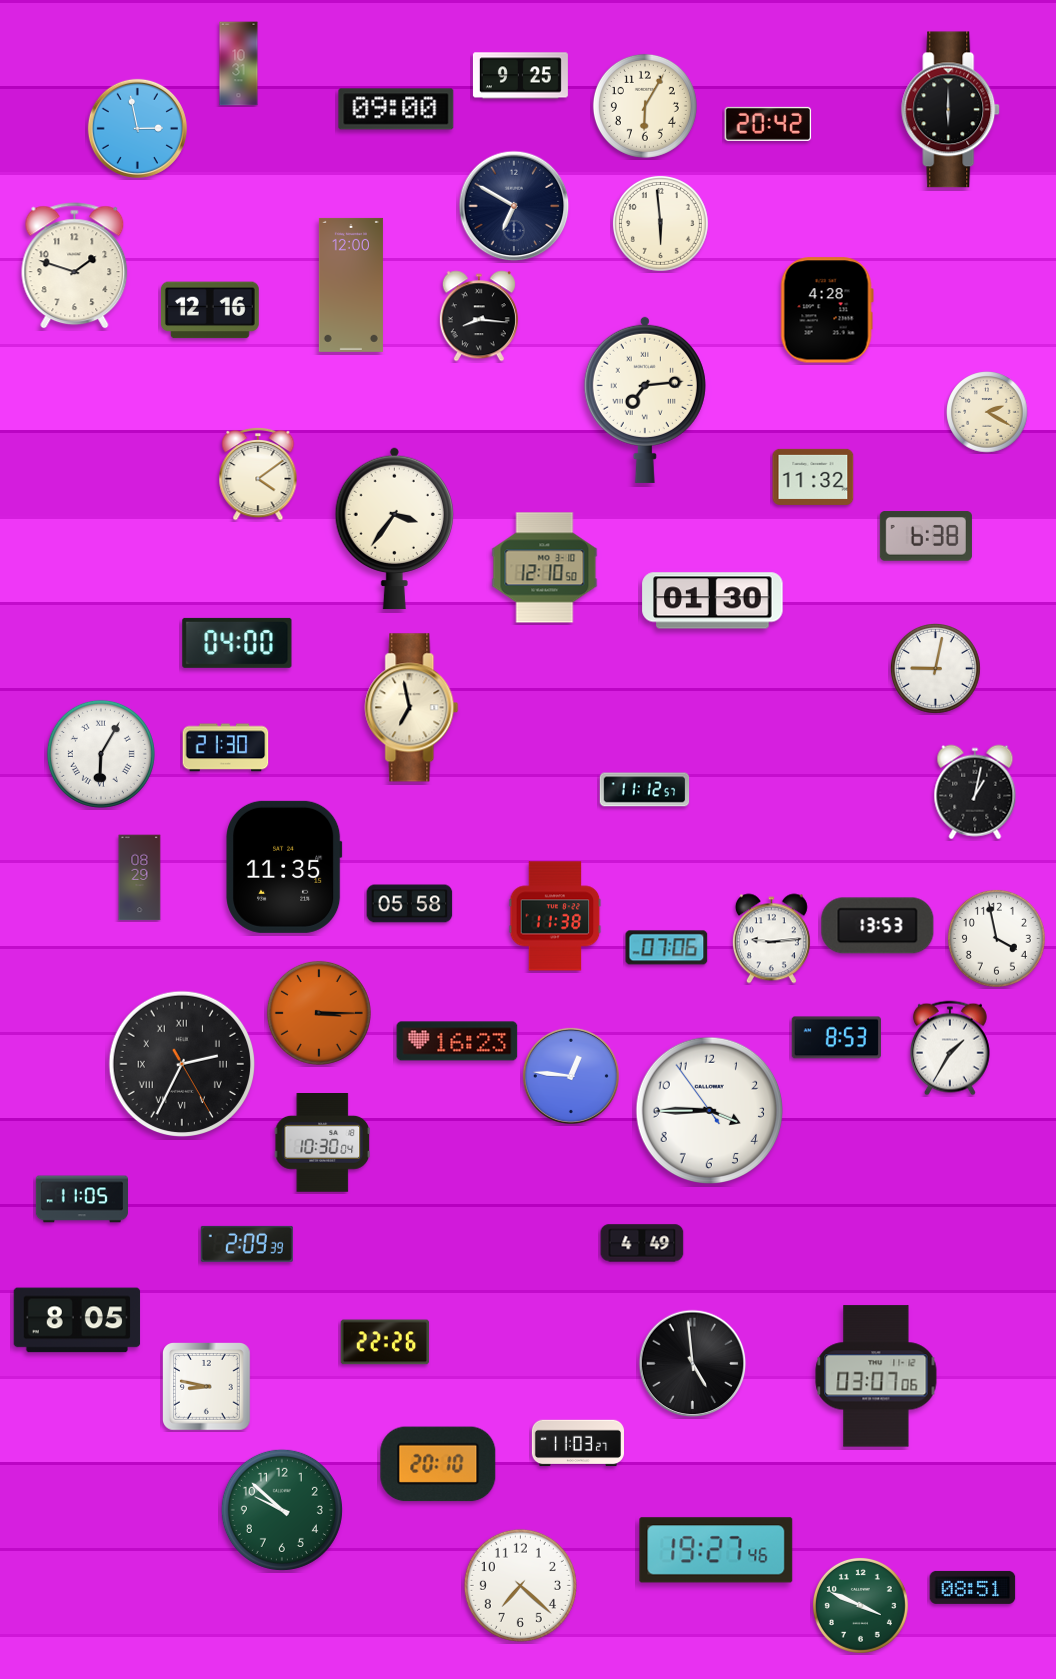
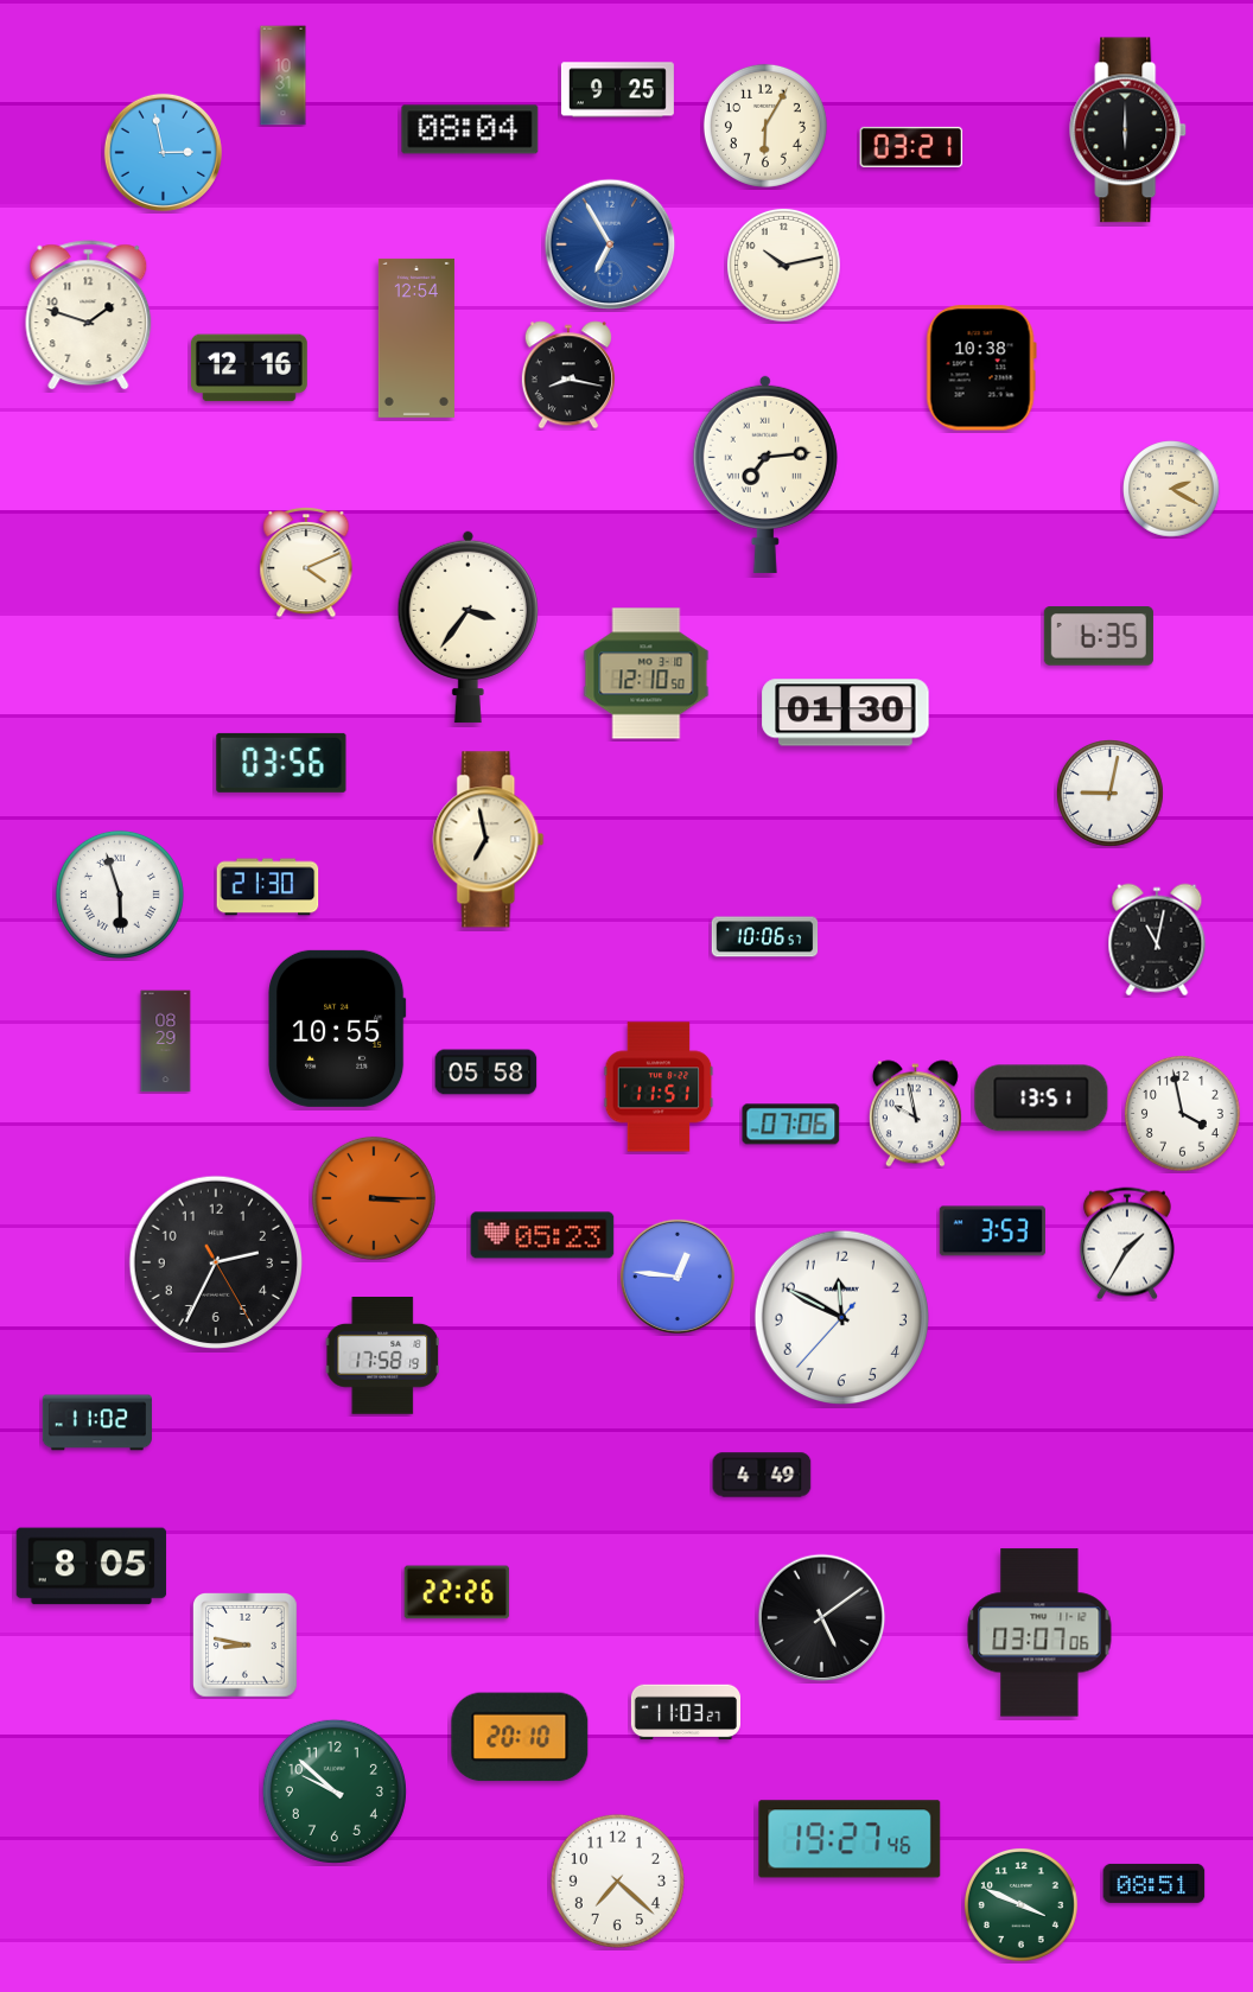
clock at (396, 109): 09:00 -> 08:04
clock at (768, 124): 20:42 -> 03:21
clock at (514, 206): 6:50 -> 6:55
clock at (514, 206) dial: navy -> blue
clock at (660, 223): 5:59 -> 10:13
clock at (351, 285): 12:00 -> 12:54
clock at (827, 310): 4:28 -> 10:38
clock at (479, 316): 8:16 -> 8:17
clock at (258, 474): 4:09 -> 4:11
clock at (813, 477): 11:32 -> none
clock at (926, 536): 6:38 -> 6:35
clock at (237, 643): 04:00 -> 03:56
clock at (101, 754): 6:05 -> 5:57
clock at (645, 790): 11:12 -> 10:06
clock at (975, 792): 1:02 -> 11:02
clock at (284, 867): 11:35 -> 10:55
clock at (555, 916): 11:38 -> 11:51
clock at (878, 926): 13:53 -> 13:51
clock at (771, 939): 9:14 -> 9:58
clock at (319, 1013) position: (319, 1013) -> (374, 1198)
clock at (837, 1038): 8:53 -> 3:53
clock at (457, 1041): 16:23 -> 05:23
clock at (181, 1063) numerals: Roman -> Arabic
clock at (709, 1110): 3:44 -> 11:49
clock at (322, 1143): 10:30 -> 17:58
clock at (82, 1199): 11:05 -> 11:02
clock at (247, 1244): 2:09 -> none
clock at (693, 1364): 4:59 -> 5:09
